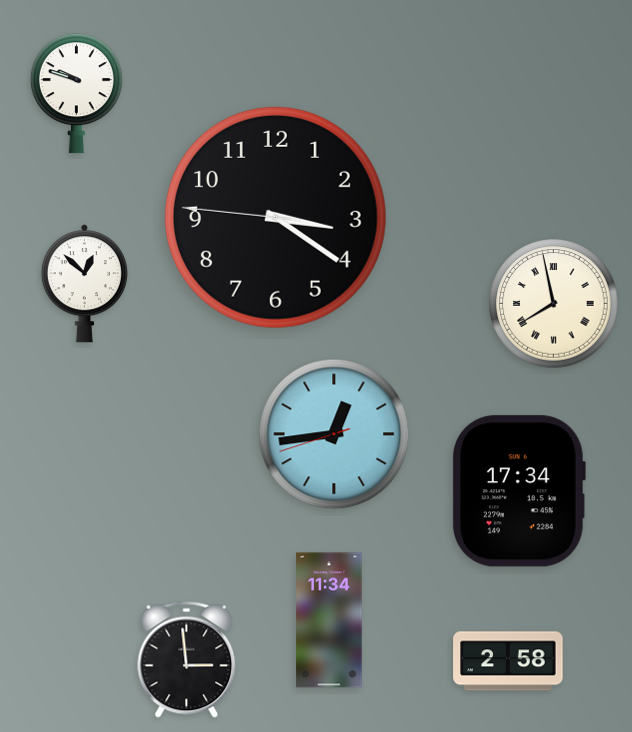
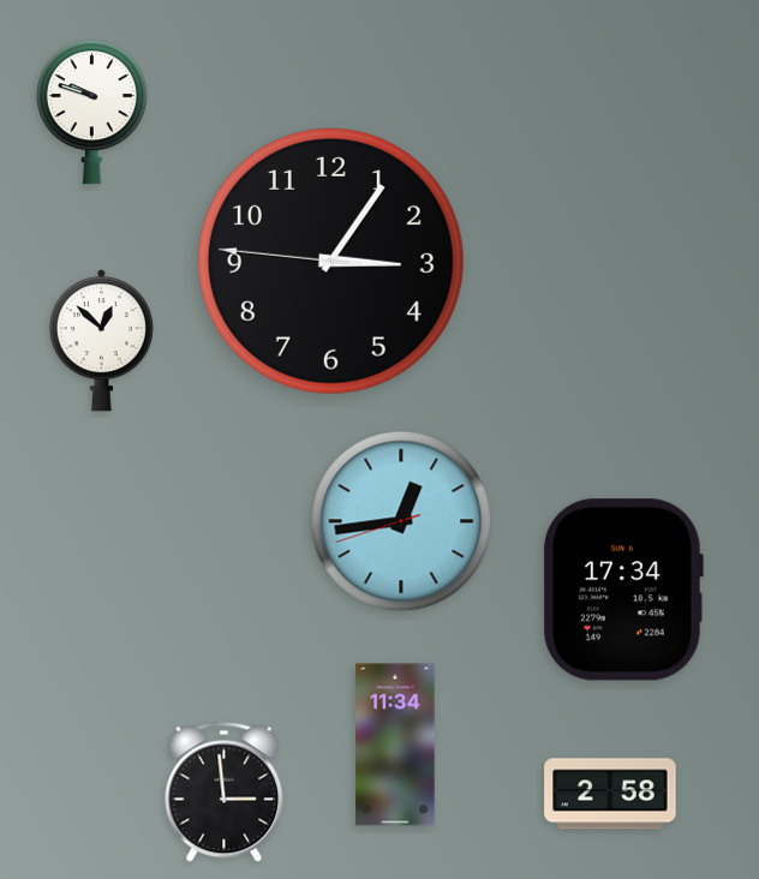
clock at (275, 217): 3:20 -> 3:05
clock at (554, 304): 7:58 -> none
